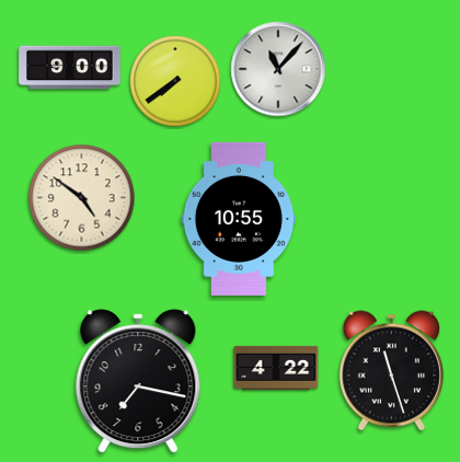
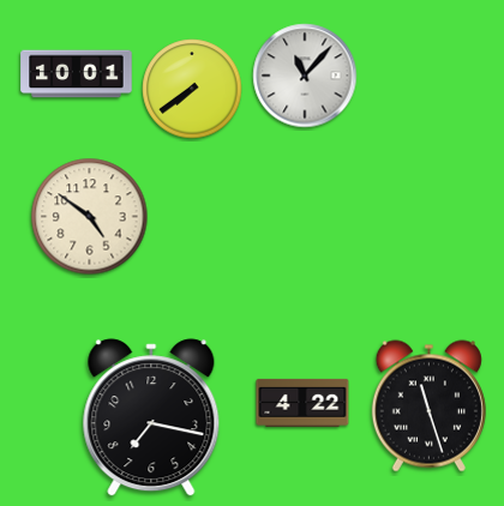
clock at (70, 68): 9:00 -> 10:01
clock at (239, 219): 10:55 -> none
